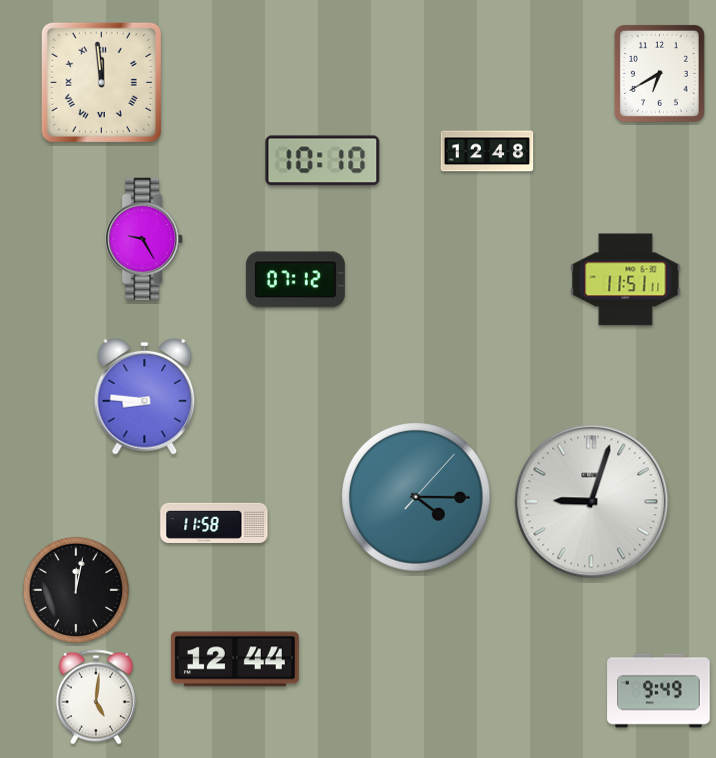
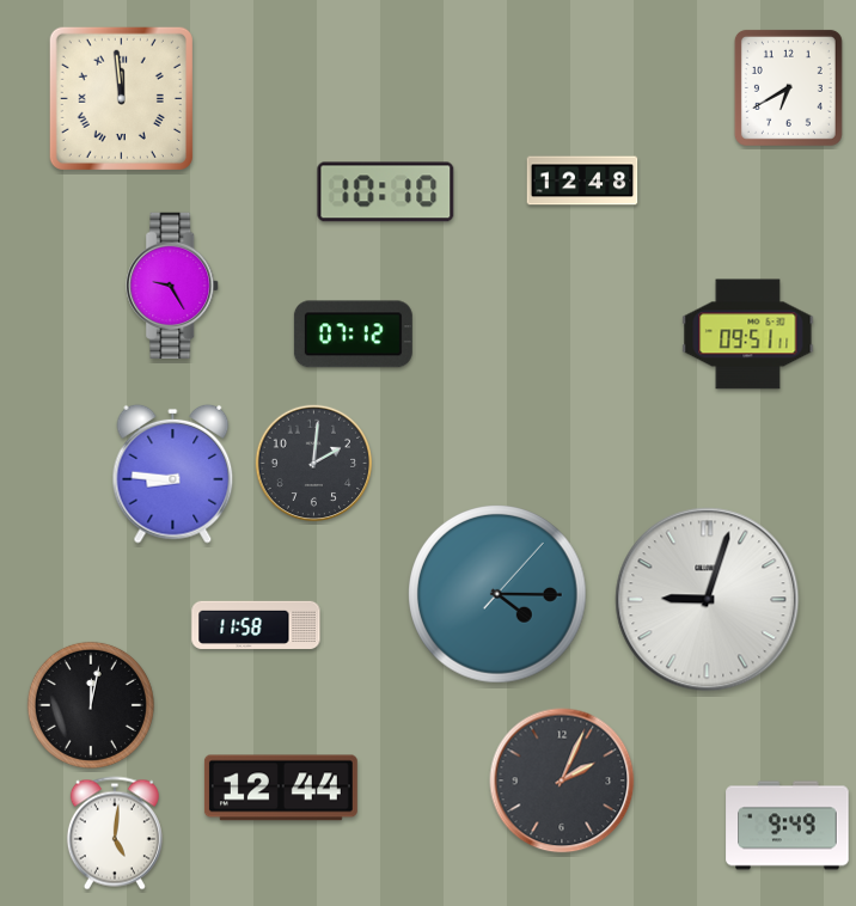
clock at (626, 280): 11:51 -> 09:51
clock at (314, 464): none -> 2:01
clock at (562, 780): none -> 2:04
